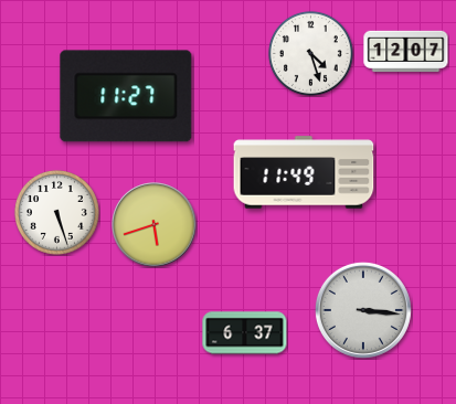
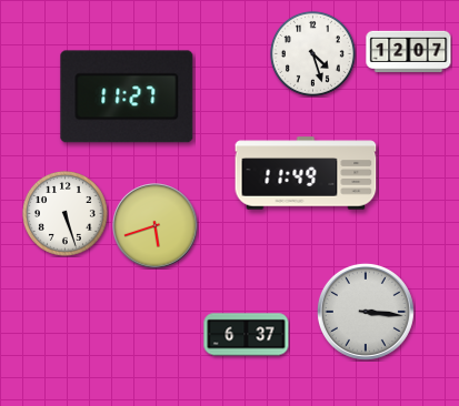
clock at (56, 212) position: (56, 212) -> (64, 213)
